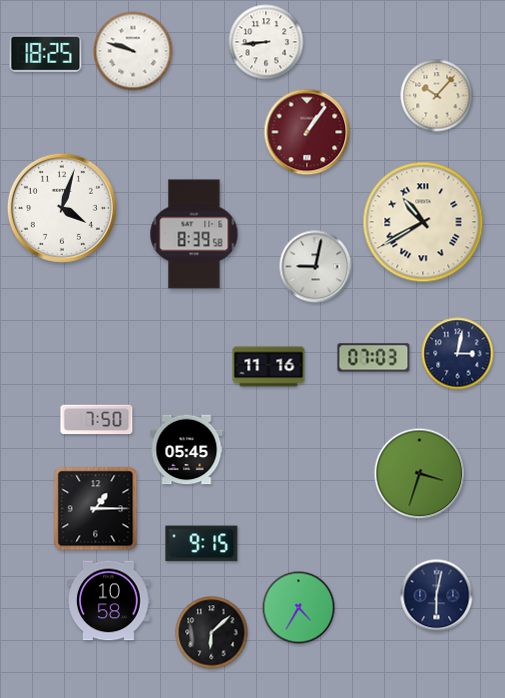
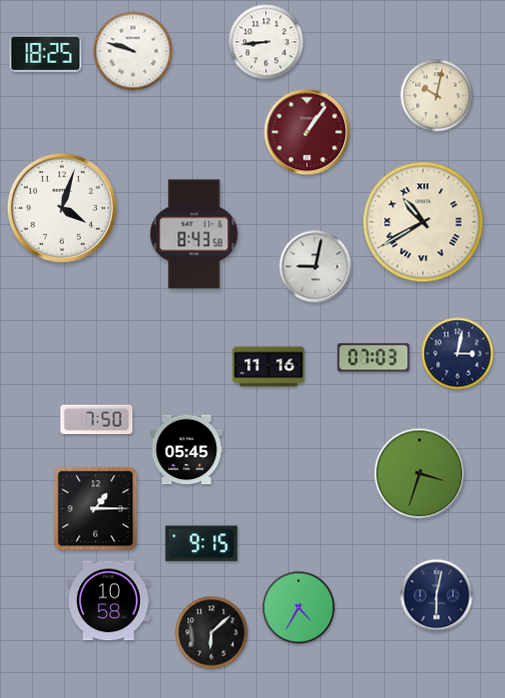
clock at (437, 96): 10:07 -> 10:02
clock at (194, 234): 8:39 -> 8:43
